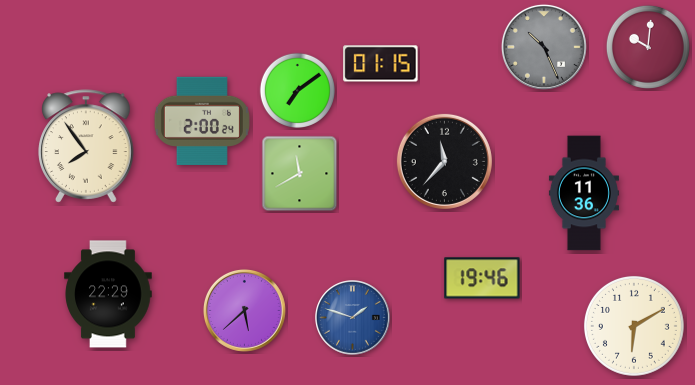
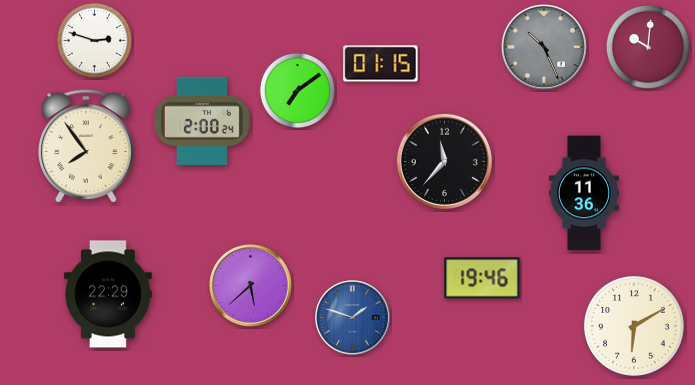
clock at (94, 40): none -> 2:48
clock at (300, 174): 11:40 -> none
clock at (244, 310) position: (244, 310) -> (250, 285)
